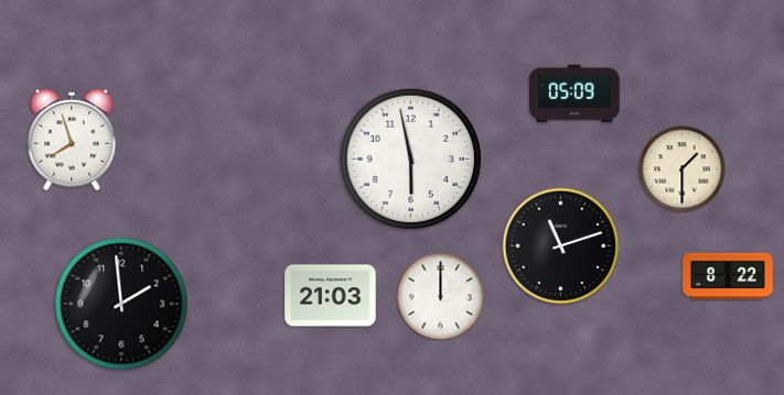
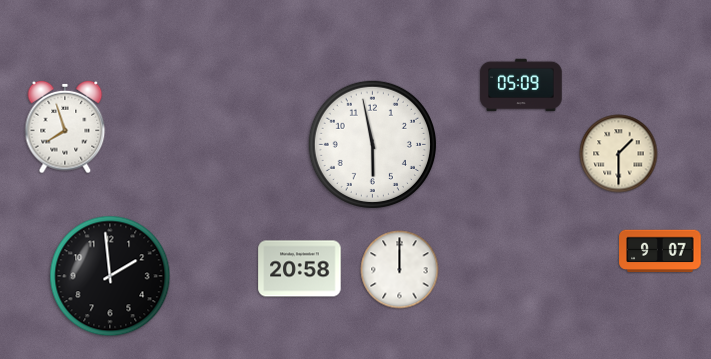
clock at (561, 246): 11:12 -> none
clock at (728, 276): 8:22 -> 9:07
clock at (331, 296): 21:03 -> 20:58
